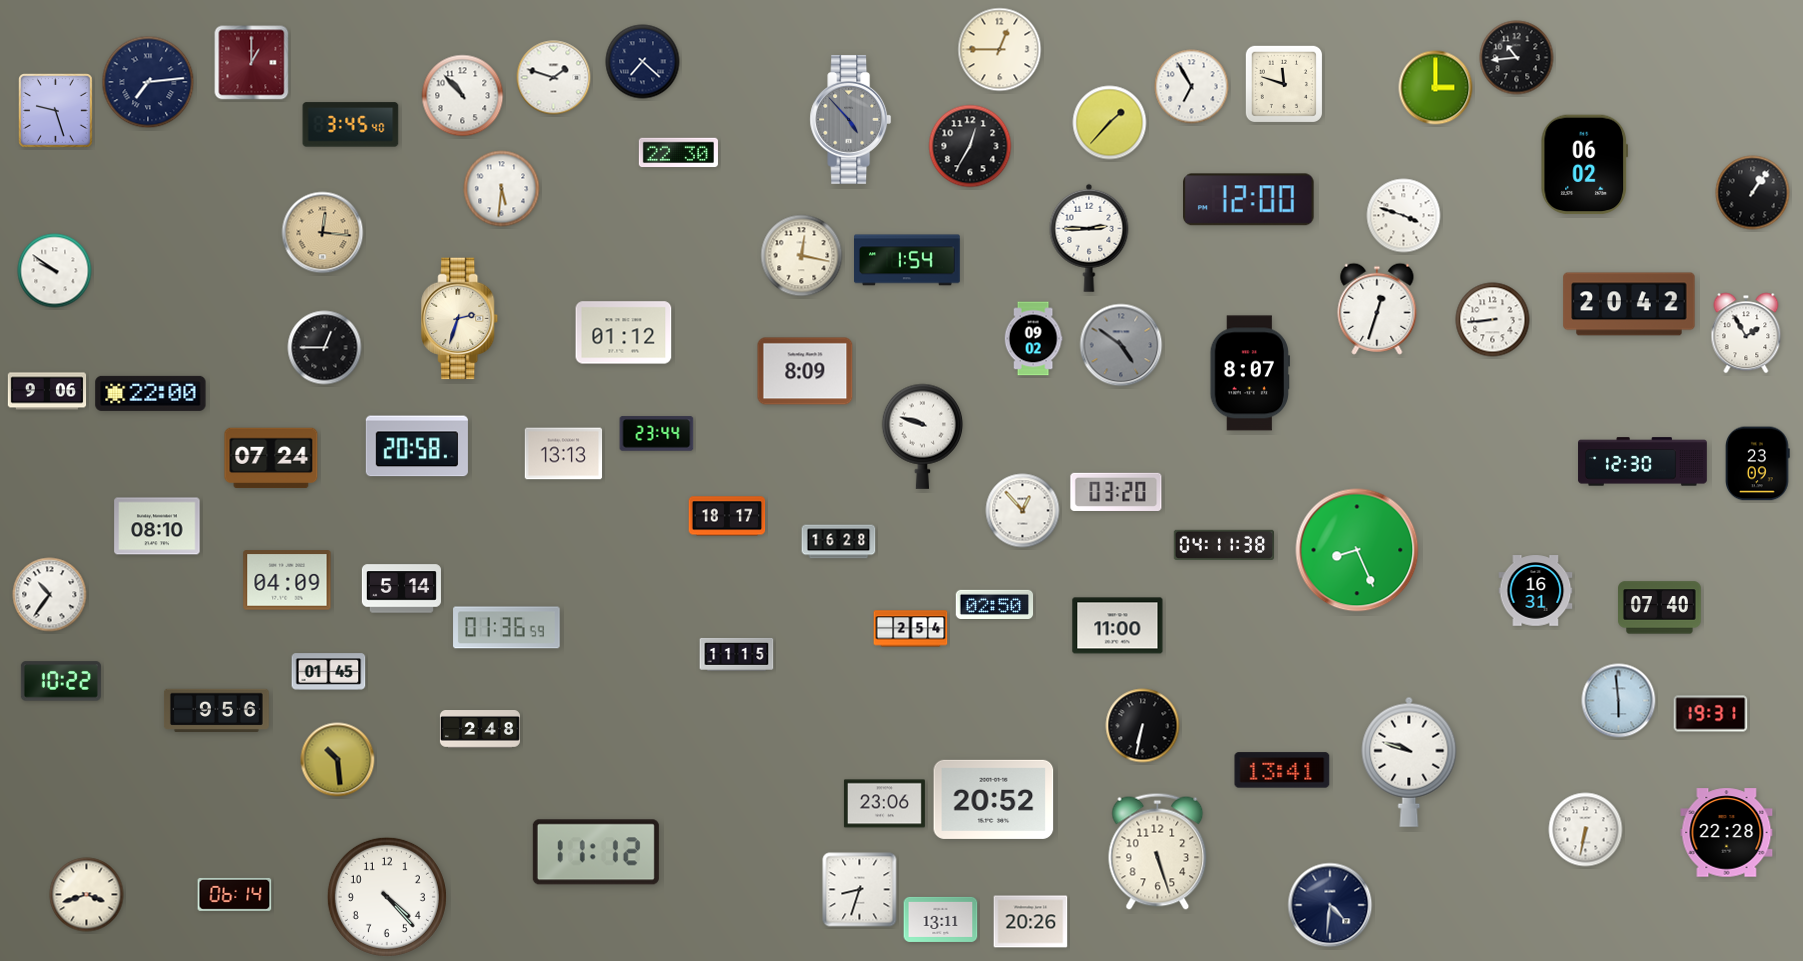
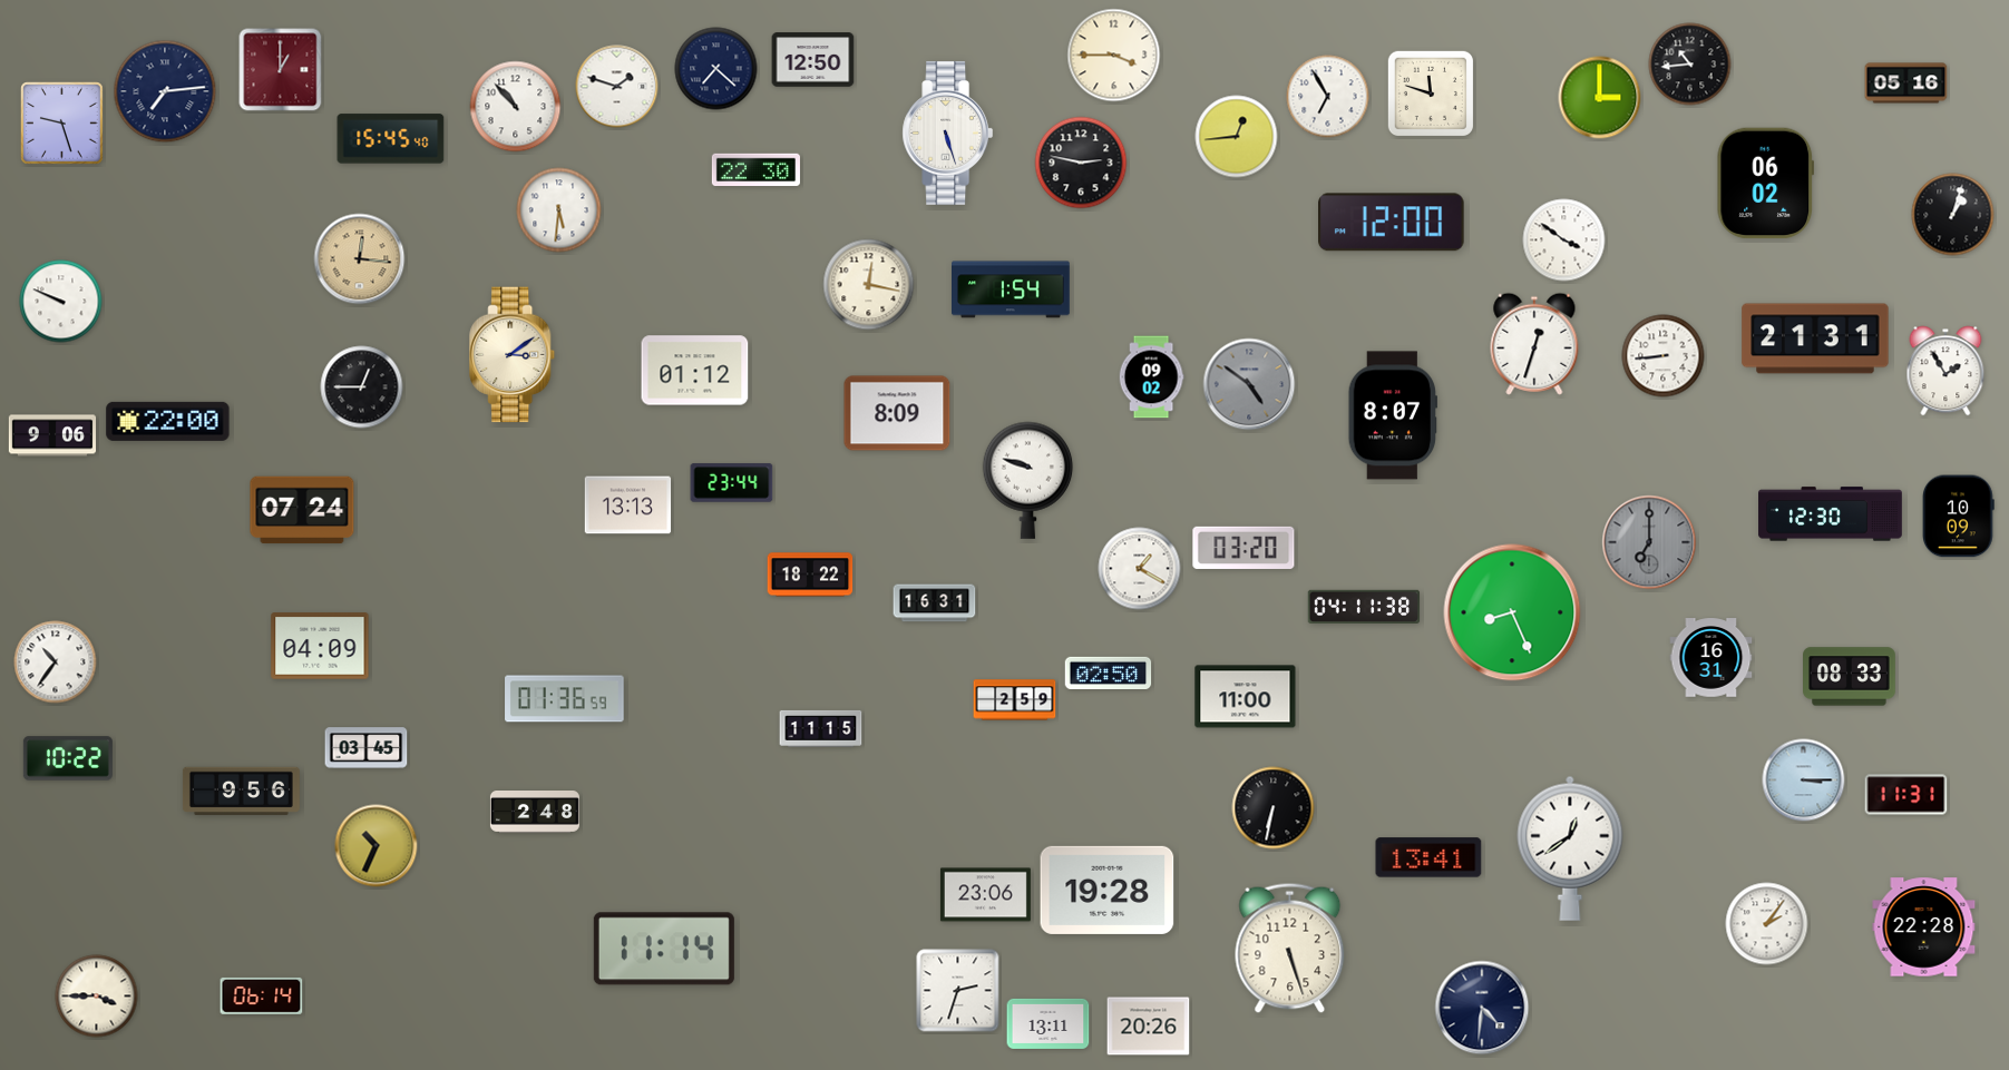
clock at (1000, 50): 12:45 -> 3:45
clock at (813, 60): none -> 12:50
clock at (1906, 84): none -> 05:16
clock at (851, 119): 4:53 -> 5:27
clock at (851, 119) dial: grey -> white
clock at (1110, 123): 1:37 -> 12:44
clock at (351, 125): 3:45 -> 15:45
clock at (970, 146): 12:35 -> 2:47
clock at (1753, 193): 1:06 -> 1:03
clock at (1404, 216): 3:48 -> 3:51
clock at (1089, 238): 2:45 -> none
clock at (802, 256) position: (802, 256) -> (869, 285)
clock at (55, 271): 9:51 -> 9:49
clock at (1629, 304): 20:42 -> 21:31
clock at (460, 319): 2:33 -> 3:09
clock at (151, 393) position: (151, 393) -> (168, 421)
clock at (923, 436) position: (923, 436) -> (1028, 480)
clock at (417, 446): 20:58 -> none
clock at (1758, 464): 23:09 -> 10:09
clock at (1649, 542): none -> 7:00
clock at (1023, 511): 12:53 -> 1:20
clock at (727, 516): 18:17 -> 18:22
clock at (157, 526): 08:10 -> none
clock at (839, 542): 16:28 -> 16:31
clock at (401, 589): 5:14 -> none
clock at (1660, 608): 07:40 -> 08:33
clock at (911, 629): 2:54 -> 2:59
clock at (329, 672): 01:45 -> 03:45
clock at (1619, 701): 5:59 -> 3:15
clock at (1711, 714): 19:31 -> 11:31
clock at (338, 760): 10:29 -> 10:34
clock at (1409, 762): 9:48 -> 12:39
clock at (994, 799): 20:52 -> 19:28
clock at (1586, 830): 6:32 -> 2:06
clock at (596, 852): 11:12 -> 11:14
clock at (860, 890): 8:33 -> 2:33
clock at (87, 895): 3:42 -> 3:45
clock at (387, 897): 4:23 -> none
